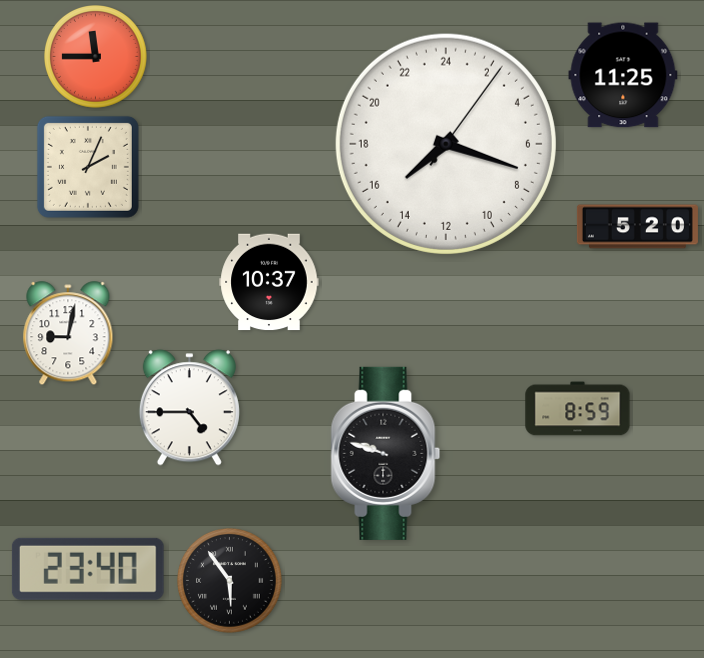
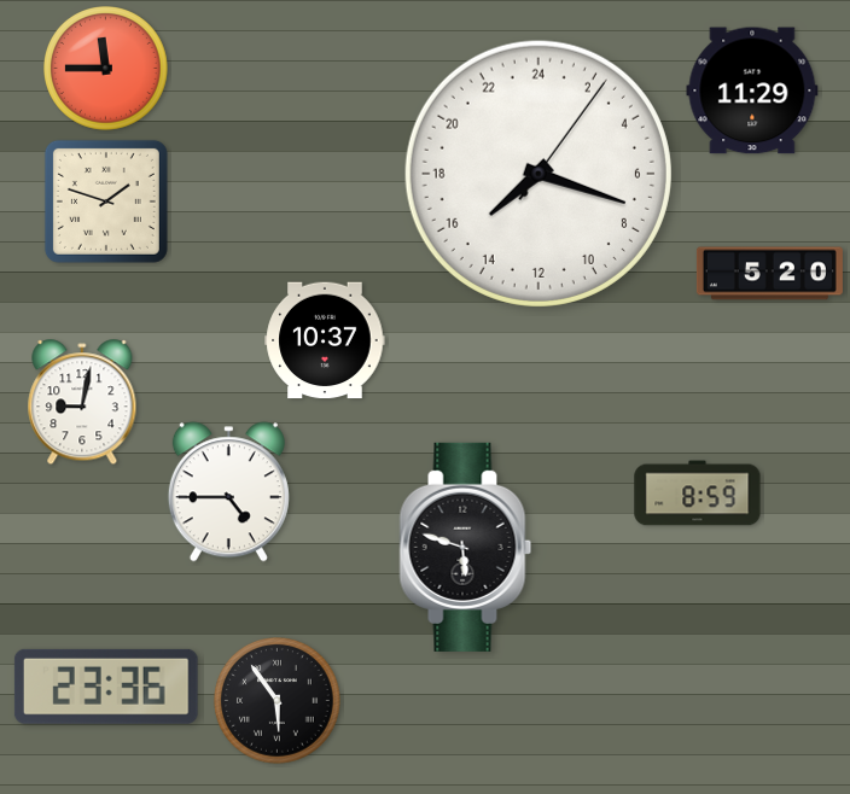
clock at (96, 57) position: (96, 57) -> (106, 69)
clock at (623, 75): 11:25 -> 11:29
clock at (88, 167): 2:04 -> 1:48
clock at (386, 453): 9:48 -> 5:48
clock at (88, 569): 23:40 -> 23:36
